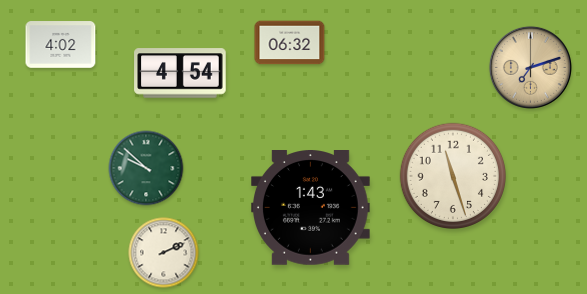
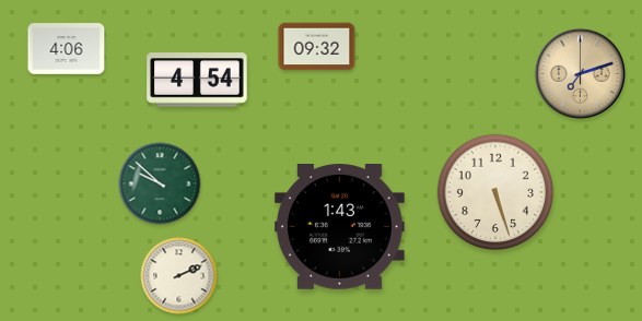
clock at (290, 43): 06:32 -> 09:32
clock at (61, 45): 4:02 -> 4:06
clock at (452, 175): 11:27 -> 5:27
